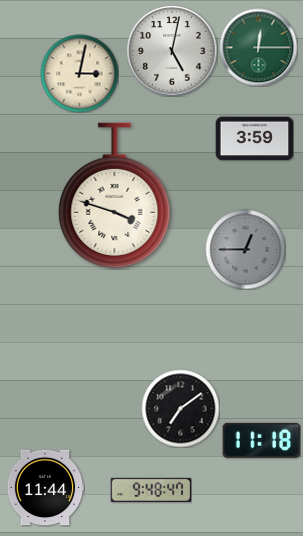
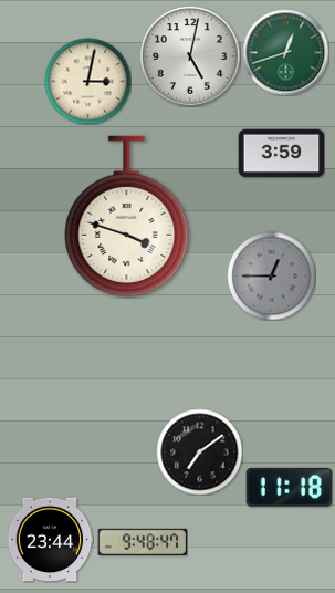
clock at (258, 47): 12:15 -> 12:42
clock at (45, 488): 11:44 -> 23:44
clock at (151, 490) position: (151, 490) -> (143, 542)
